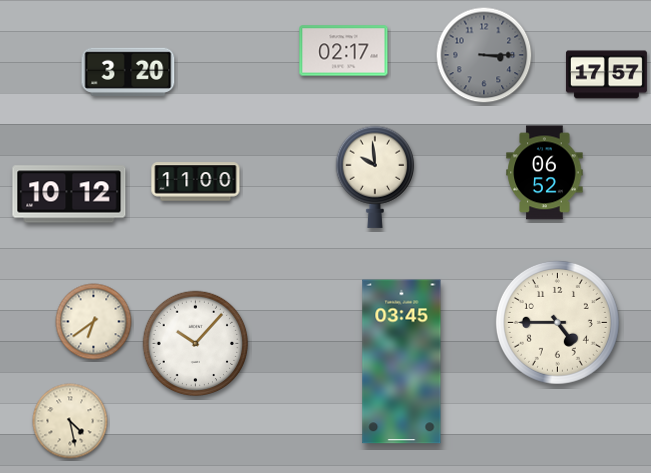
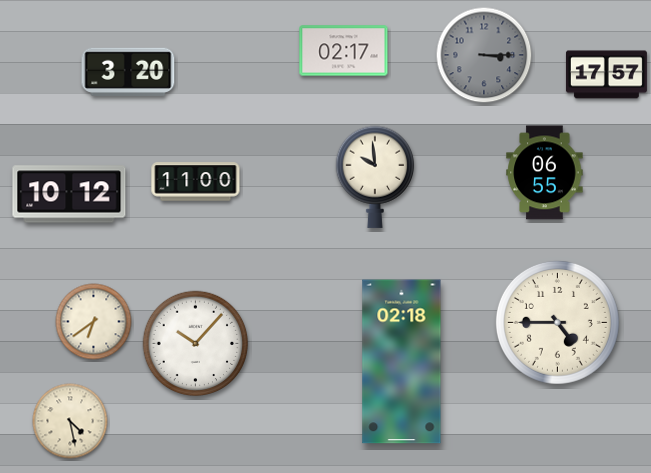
clock at (545, 173): 06:52 -> 06:55
clock at (402, 362): 03:45 -> 02:18
